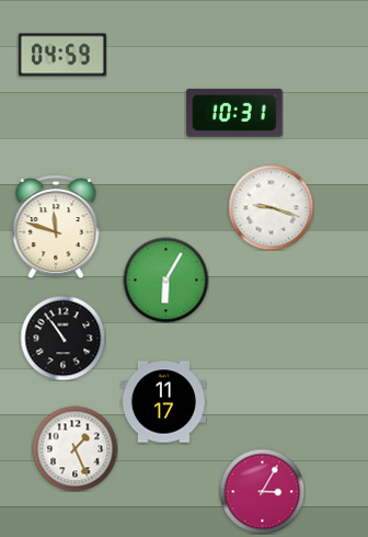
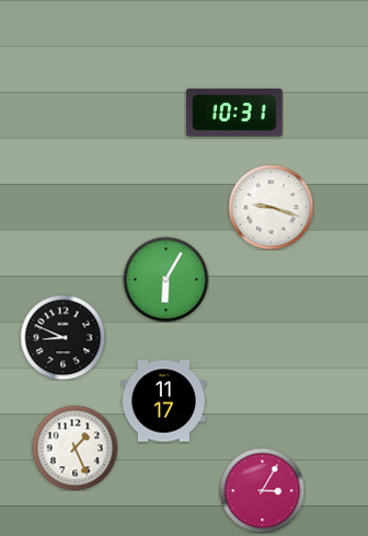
clock at (62, 55): 04:59 -> none
clock at (56, 227): 11:48 -> none
clock at (62, 338): 10:54 -> 8:49
